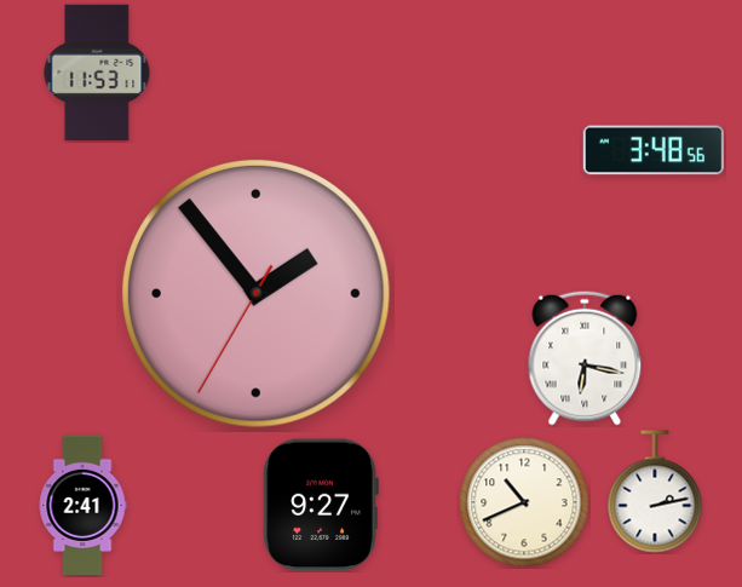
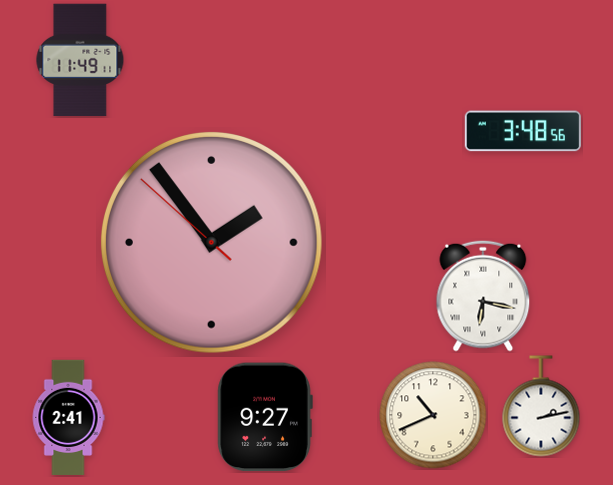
clock at (97, 73): 11:53 -> 11:49
clock at (654, 150) position: (654, 150) -> (523, 131)
clock at (257, 294): 1:53:35 -> 1:53:52
